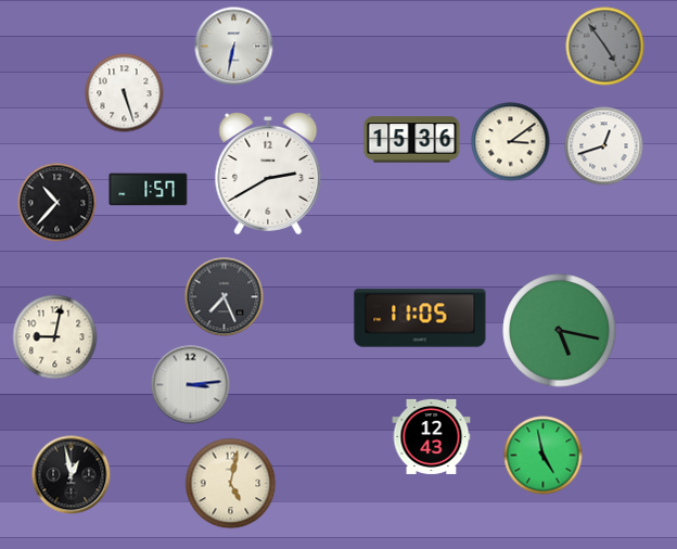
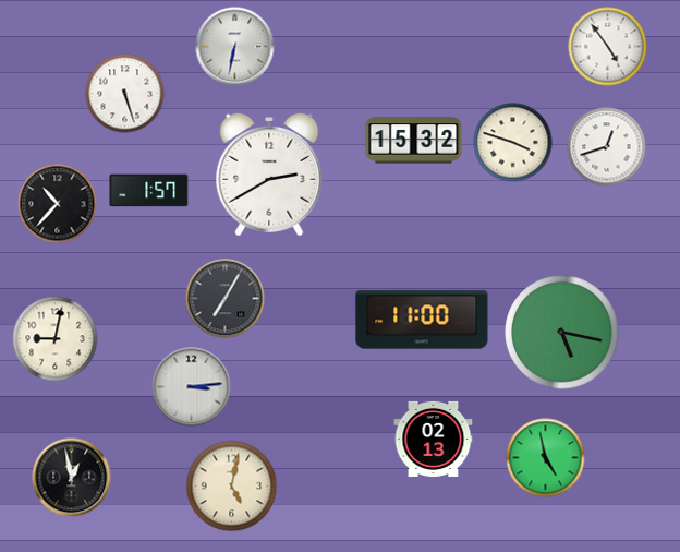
clock at (605, 47) dial: grey -> white
clock at (412, 140): 15:36 -> 15:32
clock at (511, 142): 3:09 -> 3:48
clock at (225, 297): 7:26 -> 7:05
clock at (420, 318): 11:05 -> 11:00
clock at (432, 436): 12:43 -> 02:13
